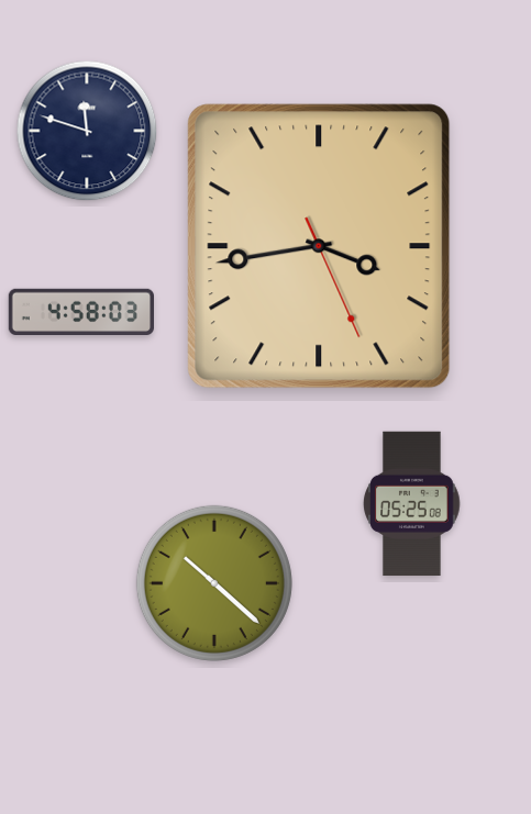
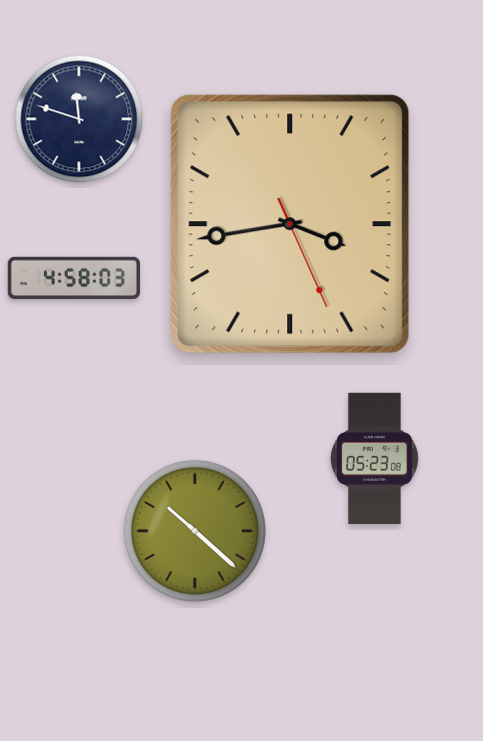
clock at (80, 312) position: (80, 312) -> (73, 278)
clock at (412, 504): 05:25 -> 05:23
